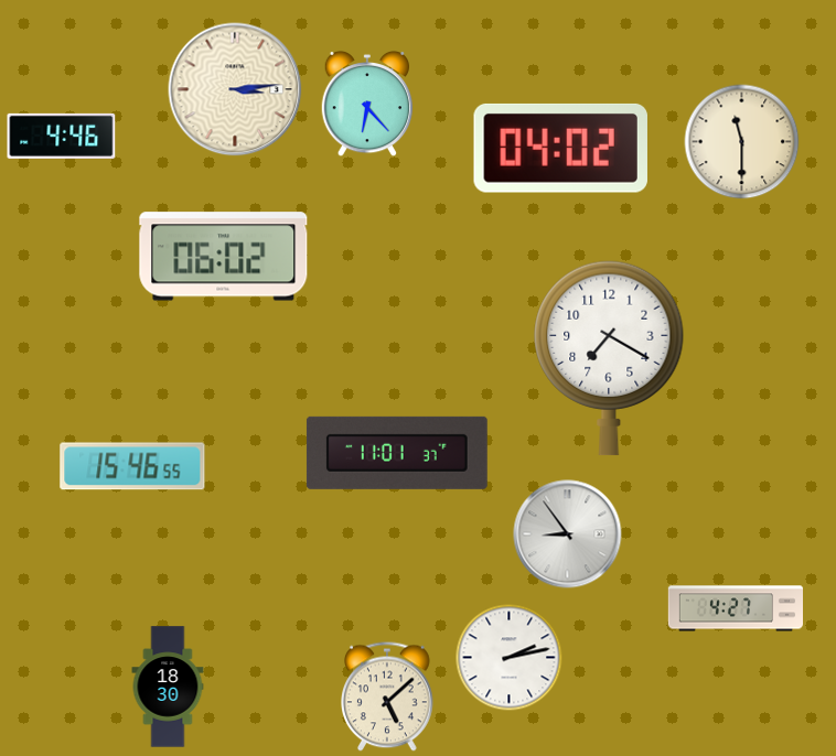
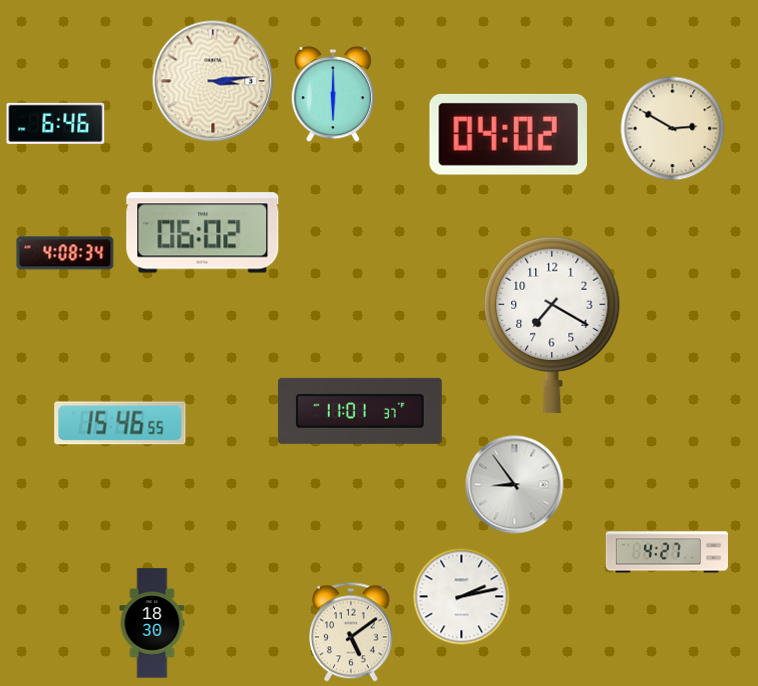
clock at (367, 104): 6:23 -> 6:00
clock at (62, 136): 4:46 -> 6:46
clock at (742, 142): 11:30 -> 2:50
clock at (65, 253): none -> 4:08
clock at (388, 696): 5:08 -> 5:09
